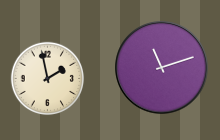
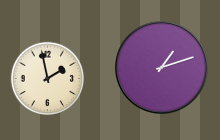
clock at (162, 68): 11:12 -> 1:12
